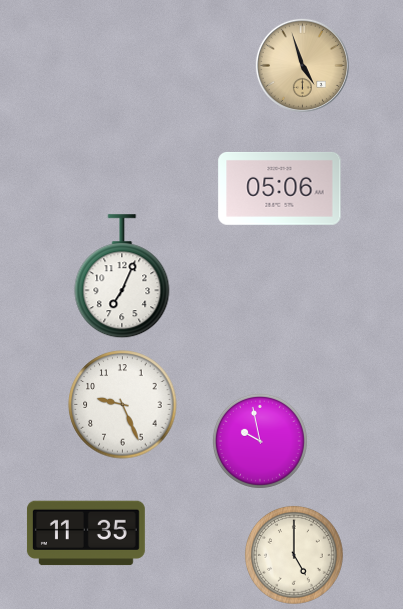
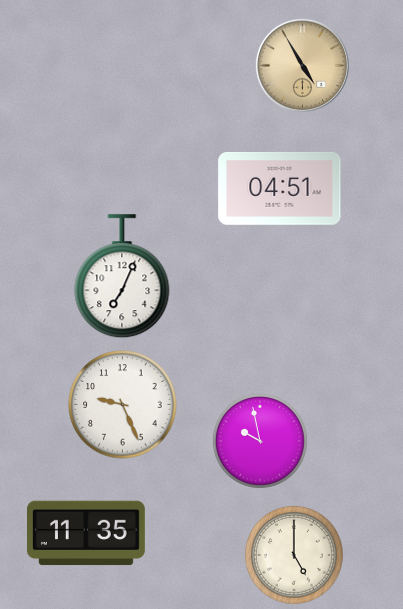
clock at (302, 65): 4:57 -> 4:55
clock at (280, 188): 05:06 -> 04:51
